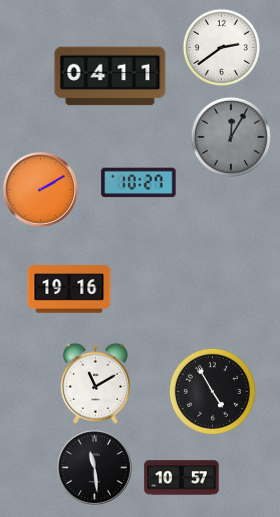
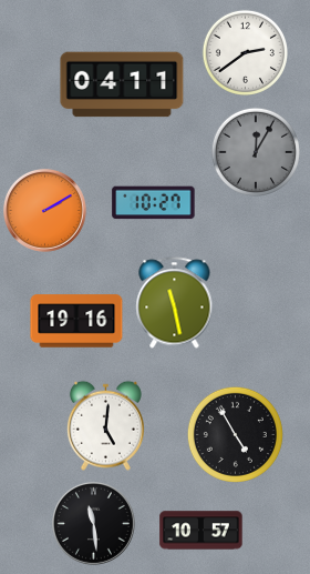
clock at (175, 303): none -> 11:28
clock at (95, 383): 11:10 -> 5:01
clock at (95, 468) position: (95, 468) -> (94, 524)
